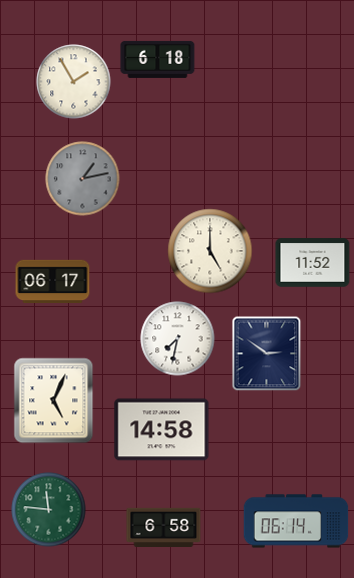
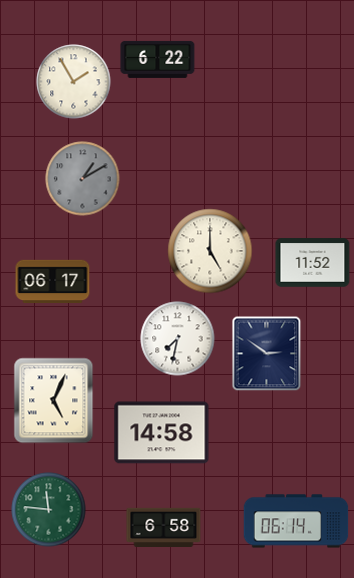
clock at (158, 59): 6:18 -> 6:22
clock at (83, 179): 1:13 -> 1:10
clock at (162, 430) position: (162, 430) -> (162, 433)
